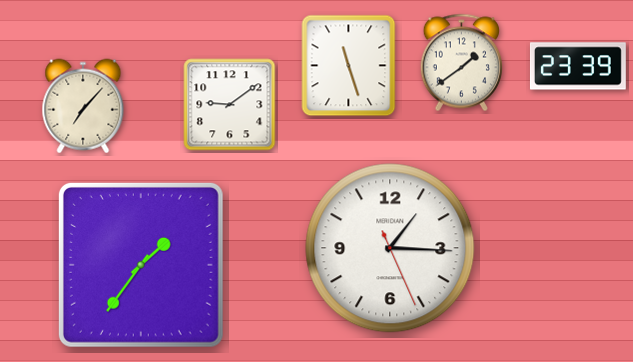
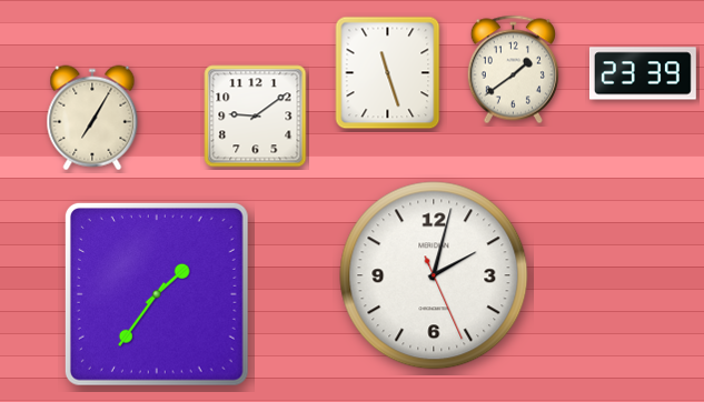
clock at (83, 106): 7:07 -> 7:05
clock at (390, 248): 1:15 -> 2:02
